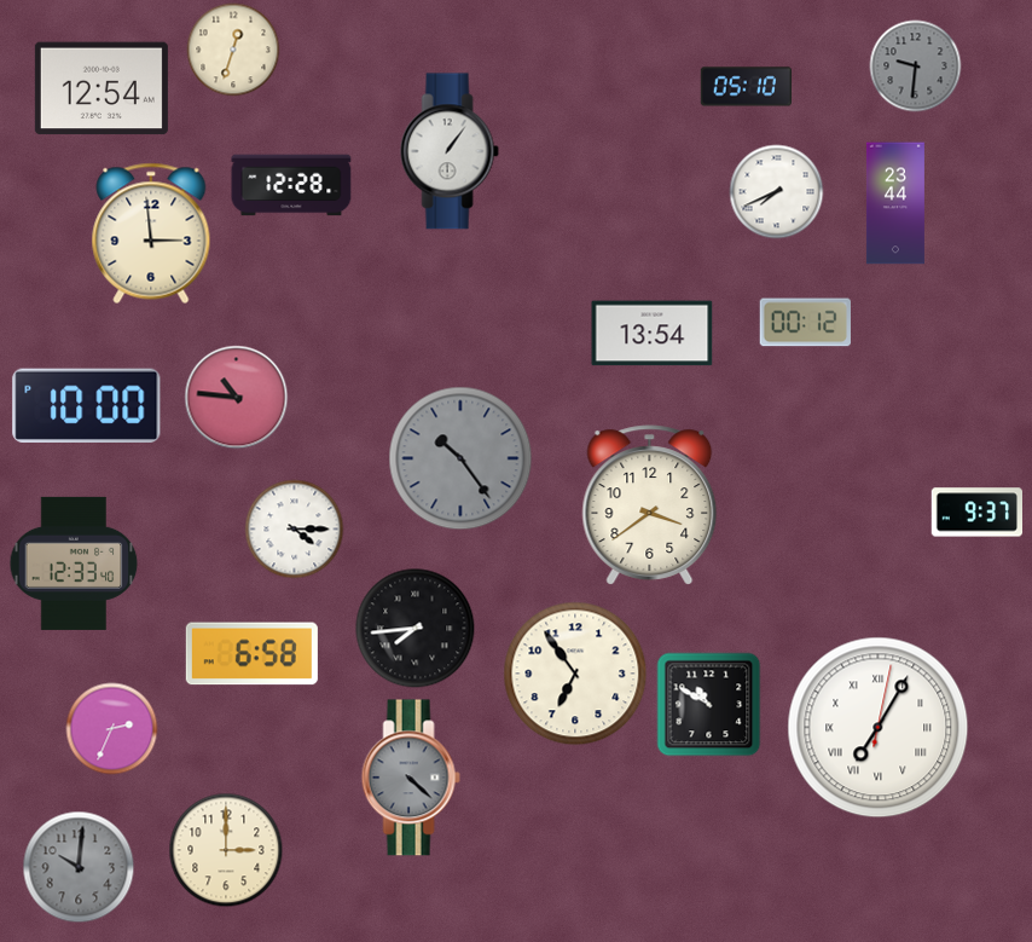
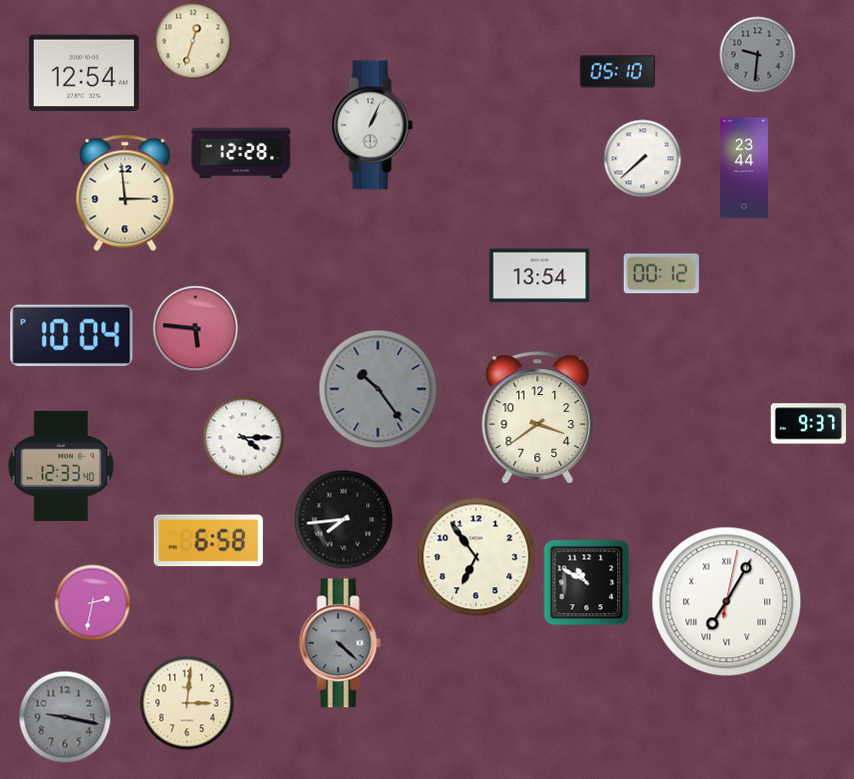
clock at (450, 151): 1:06 -> 1:04
clock at (777, 192): 7:41 -> 7:38
clock at (895, 203) position: (895, 203) -> (744, 168)
clock at (805, 323) position: (805, 323) -> (661, 274)
clock at (237, 398): 10:46 -> 5:46
clock at (87, 405): 10:00 -> 10:04
clock at (460, 458) position: (460, 458) -> (378, 389)
clock at (112, 729): 2:34 -> 2:32
clock at (226, 850): 3:00 -> 3:01
clock at (79, 867): 10:01 -> 9:17
